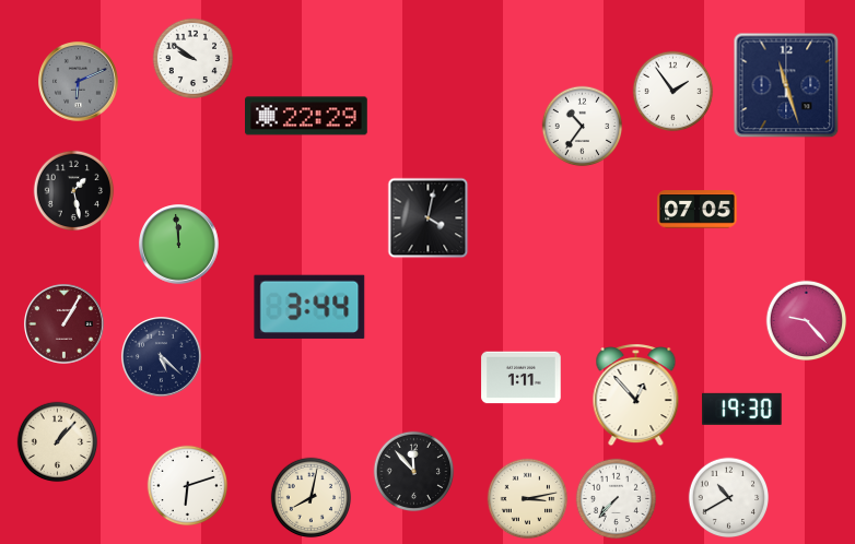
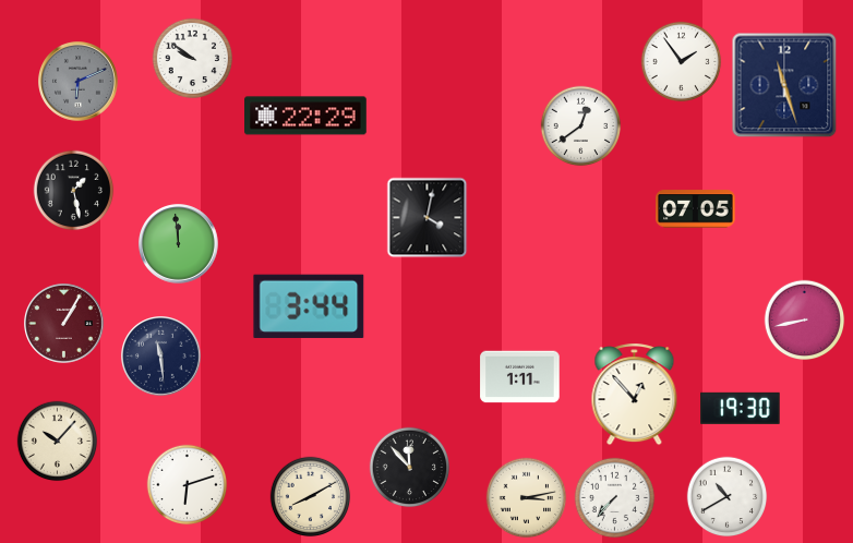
clock at (674, 92) position: (674, 92) -> (682, 62)
clock at (583, 127): 10:36 -> 12:39
clock at (807, 321): 9:23 -> 8:43
clock at (162, 357): 5:22 -> 11:29
clock at (58, 442): 1:07 -> 10:07
clock at (414, 472) position: (414, 472) -> (410, 468)
clock at (312, 498): 8:02 -> 8:10
